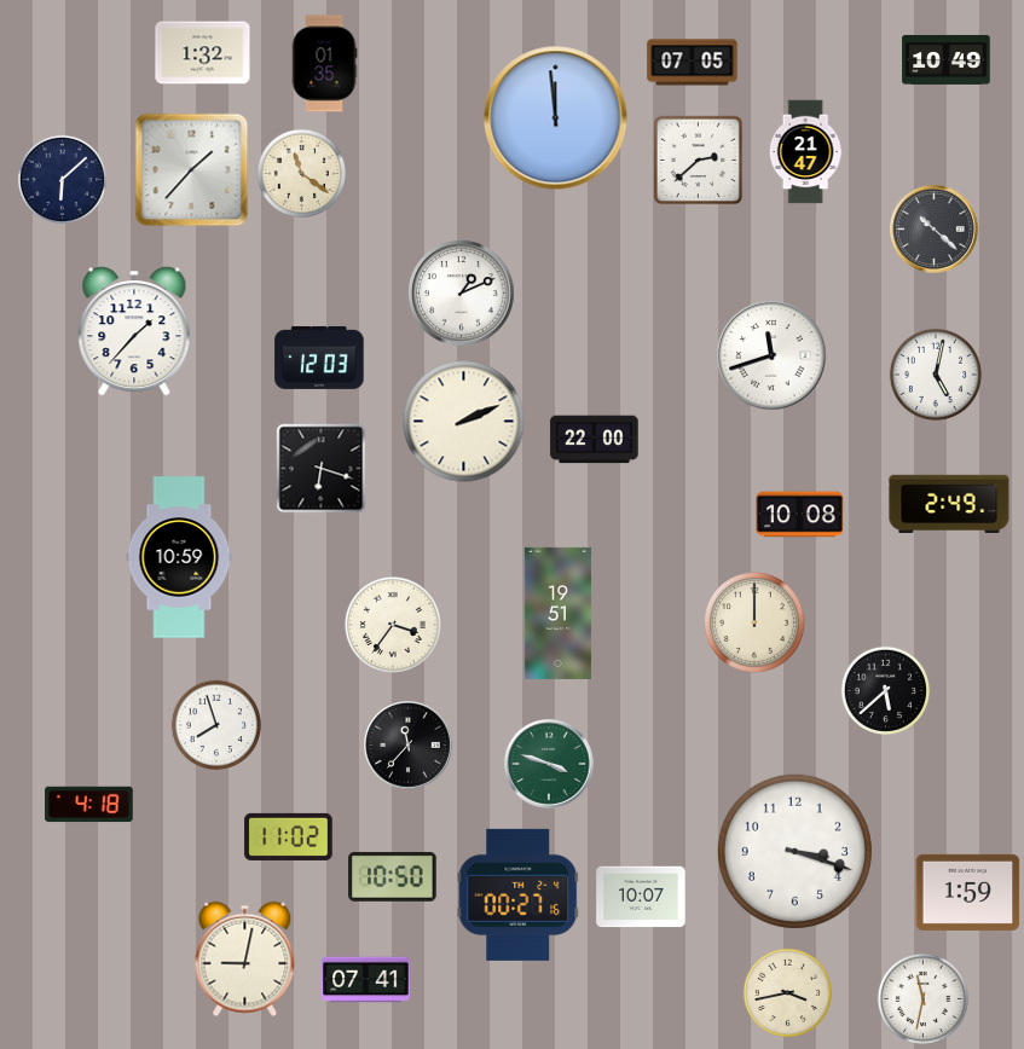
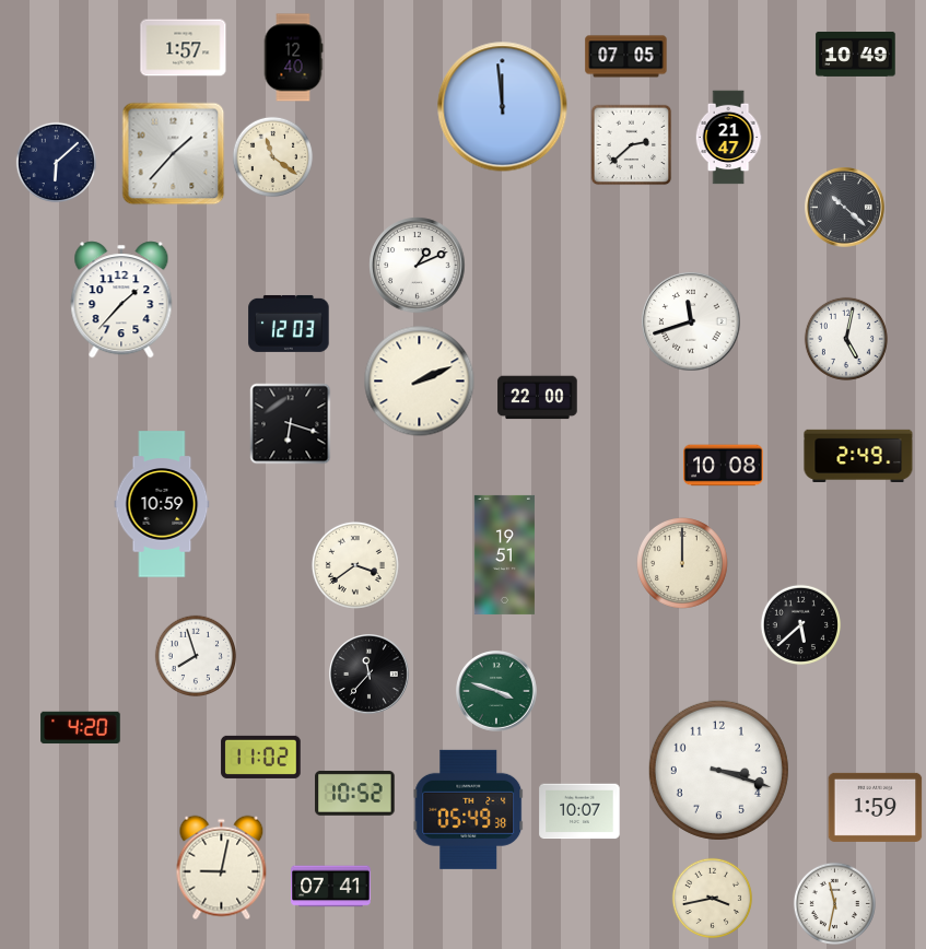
clock at (203, 53): 1:32 -> 1:57
clock at (324, 64): 01:35 -> 12:40
clock at (771, 355) position: (771, 355) -> (691, 321)
clock at (393, 625): 3:36 -> 3:39
clock at (89, 805): 4:18 -> 4:20
clock at (393, 876): 10:50 -> 10:52
clock at (519, 894): 00:27 -> 05:49
